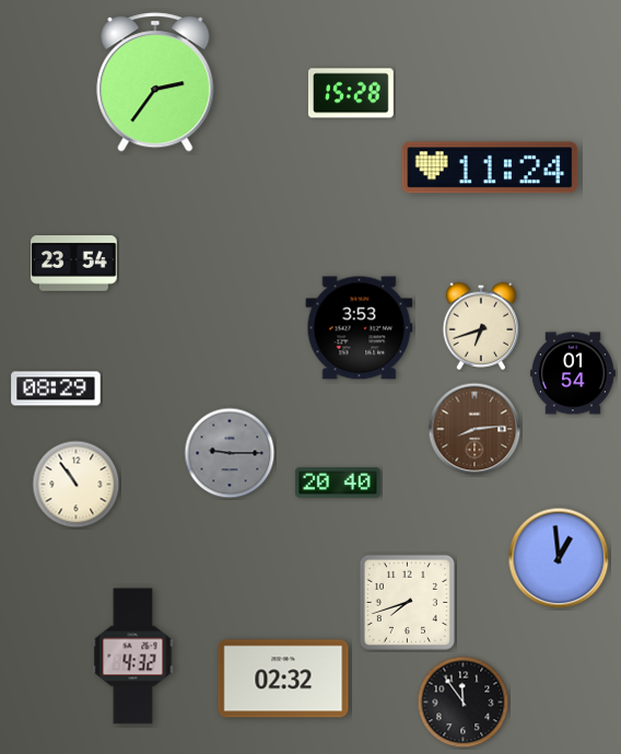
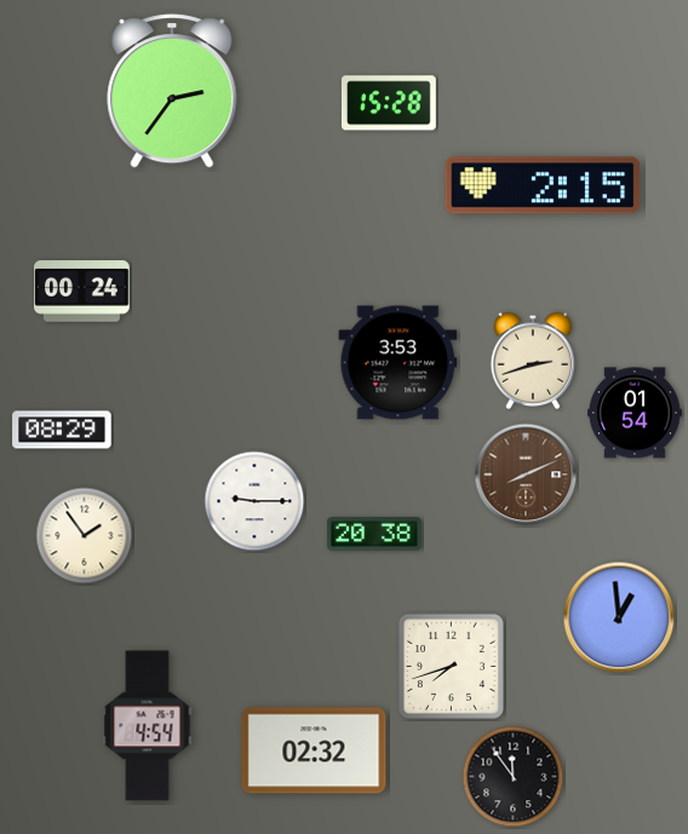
clock at (490, 167): 11:24 -> 2:15
clock at (74, 264): 23:54 -> 00:24
clock at (481, 326): 6:42 -> 2:42
clock at (474, 429): 8:14 -> 8:11
clock at (230, 453) dial: grey -> white
clock at (338, 483): 20:40 -> 20:38
clock at (77, 485): 10:54 -> 1:54
clock at (133, 657): 4:32 -> 4:54
